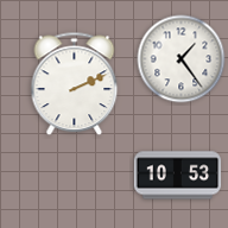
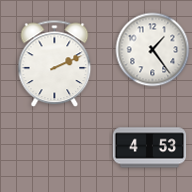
clock at (75, 84) position: (75, 84) -> (55, 64)
clock at (178, 176): 10:53 -> 4:53
